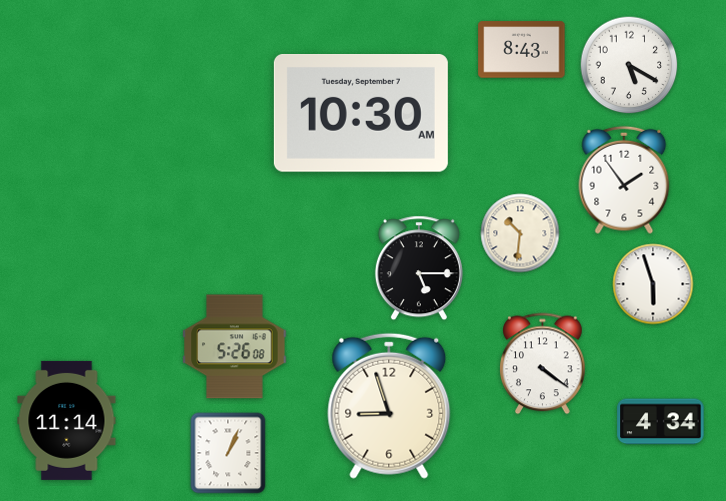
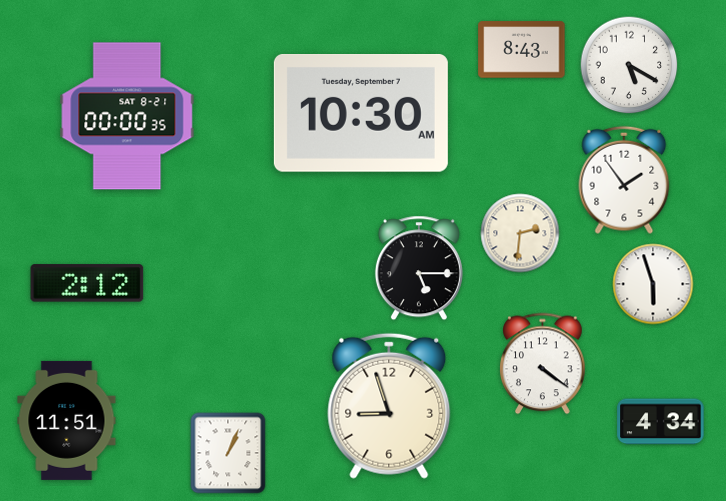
clock at (127, 116): none -> 00:00
clock at (520, 233): 10:31 -> 2:31
clock at (87, 283): none -> 2:12
clock at (235, 347): 5:26 -> none
clock at (67, 420): 11:14 -> 11:51
